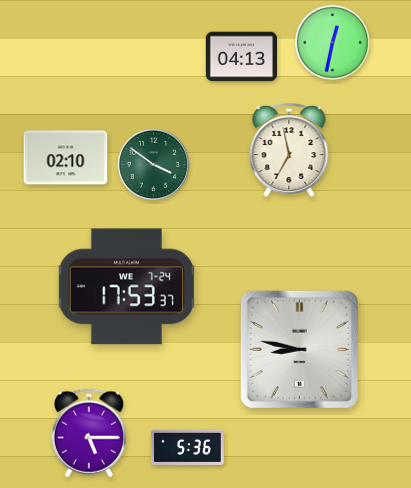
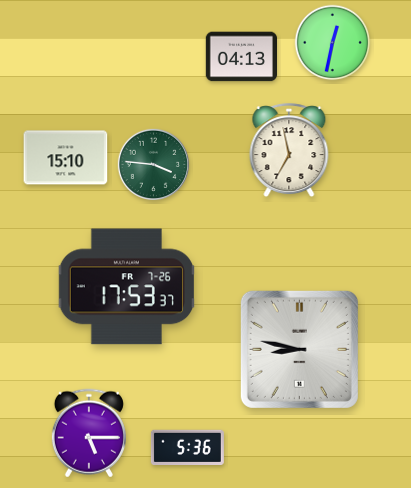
clock at (66, 158): 02:10 -> 15:10
clock at (154, 165): 3:51 -> 3:46
clock at (126, 287) date: WE 7-24 -> FR 7-26
